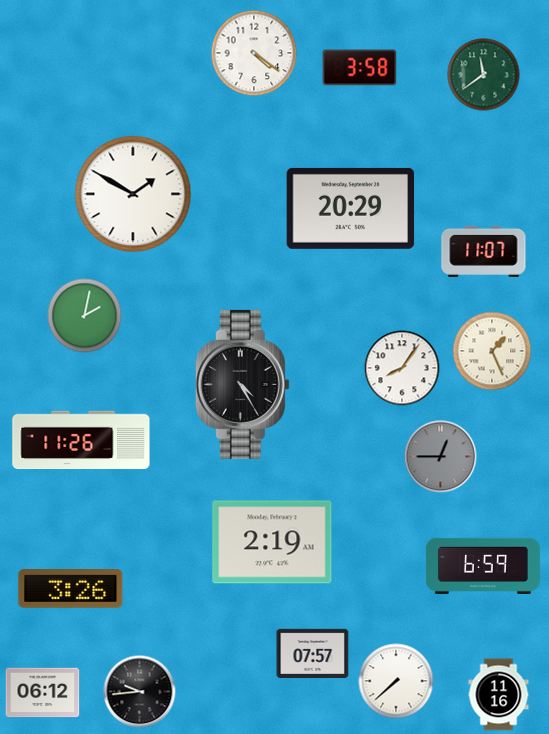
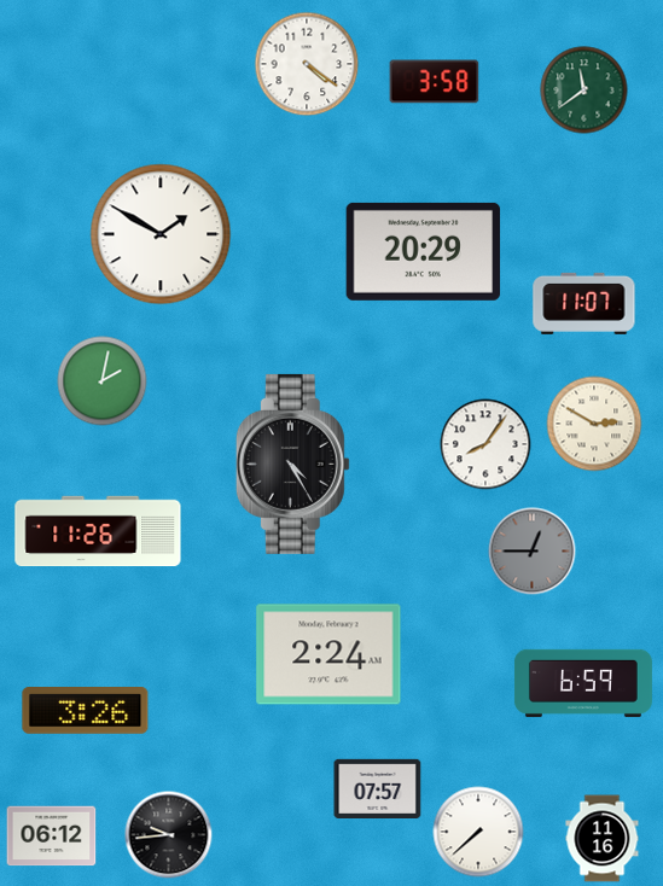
clock at (492, 351): 1:26 -> 2:50
clock at (272, 542): 2:19 -> 2:24
clock at (396, 681) position: (396, 681) -> (478, 832)
